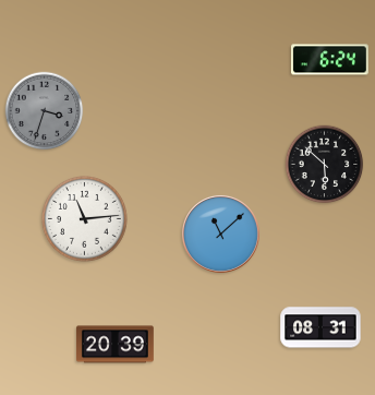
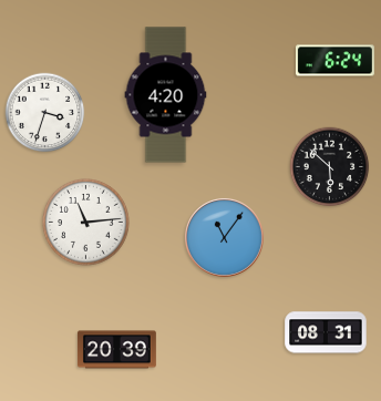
clock at (166, 95): none -> 4:20
clock at (45, 111) dial: grey -> white
clock at (220, 234): 11:08 -> 11:06
